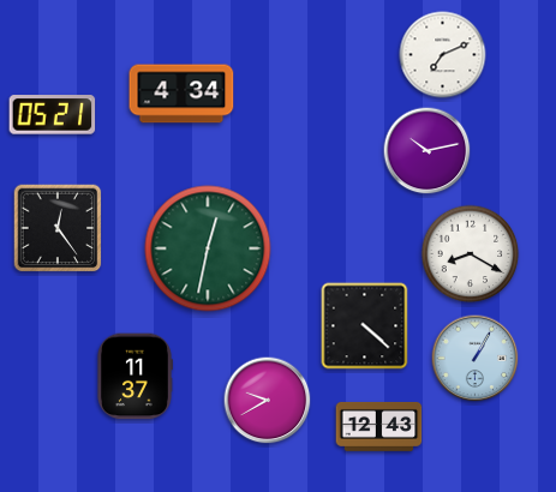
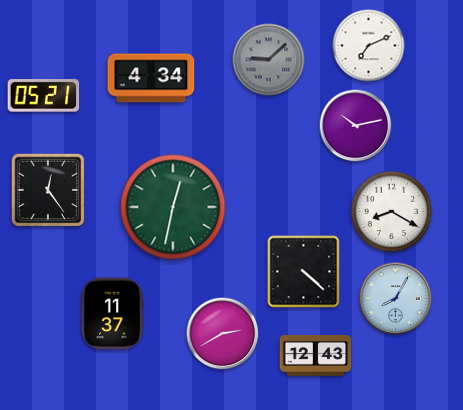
clock at (269, 60): none -> 9:08
clock at (476, 359): 1:05 -> 8:05
clock at (268, 401): 9:40 -> 2:40
